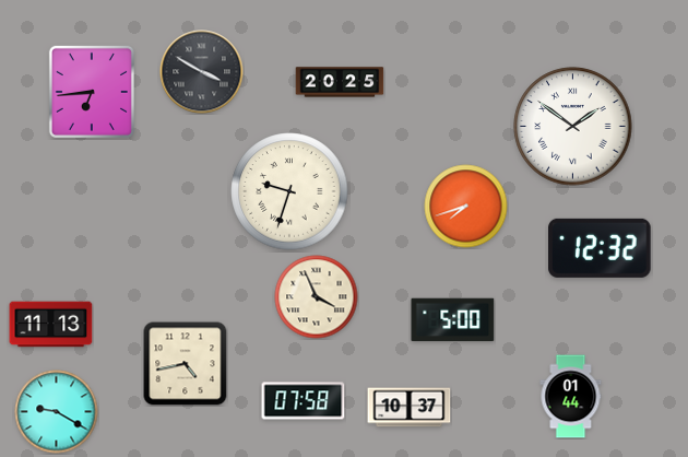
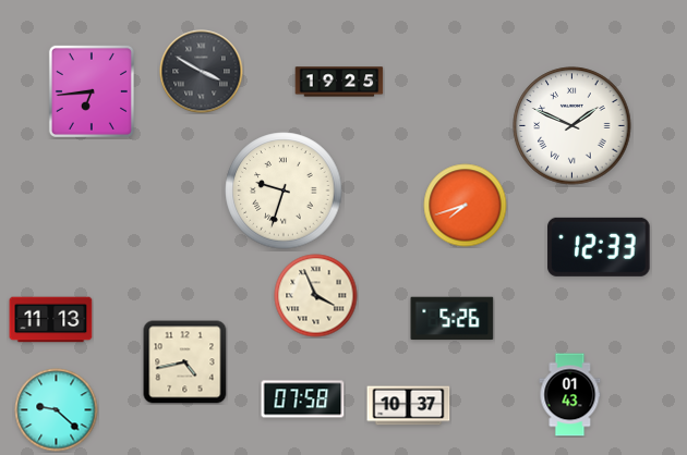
clock at (340, 82): 20:25 -> 19:25
clock at (573, 127): 1:51 -> 1:49
clock at (289, 191) position: (289, 191) -> (284, 190)
clock at (600, 248): 12:32 -> 12:33
clock at (453, 320): 5:00 -> 5:26
clock at (51, 325) position: (51, 325) -> (51, 320)
clock at (571, 397): 01:44 -> 01:43
clock at (57, 412): 9:20 -> 9:22
